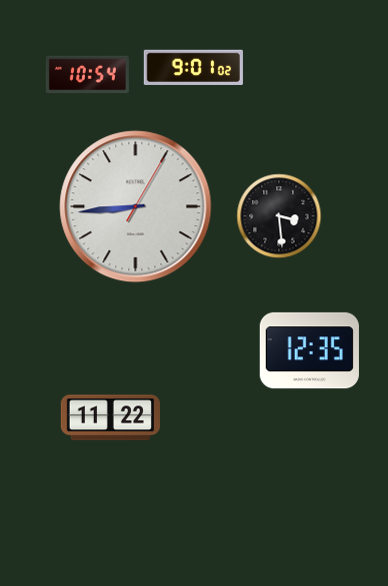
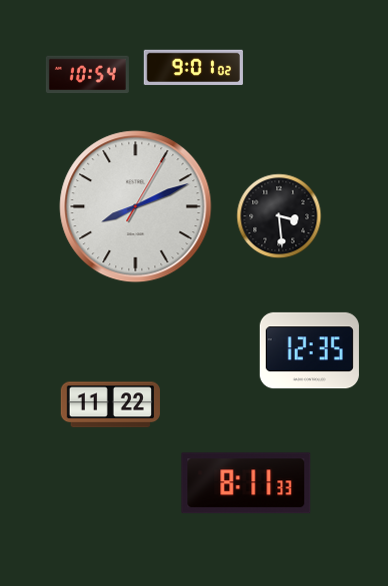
clock at (136, 207): 8:44 -> 8:11
clock at (110, 418) position: (110, 418) -> (110, 405)
clock at (246, 483): none -> 8:11
